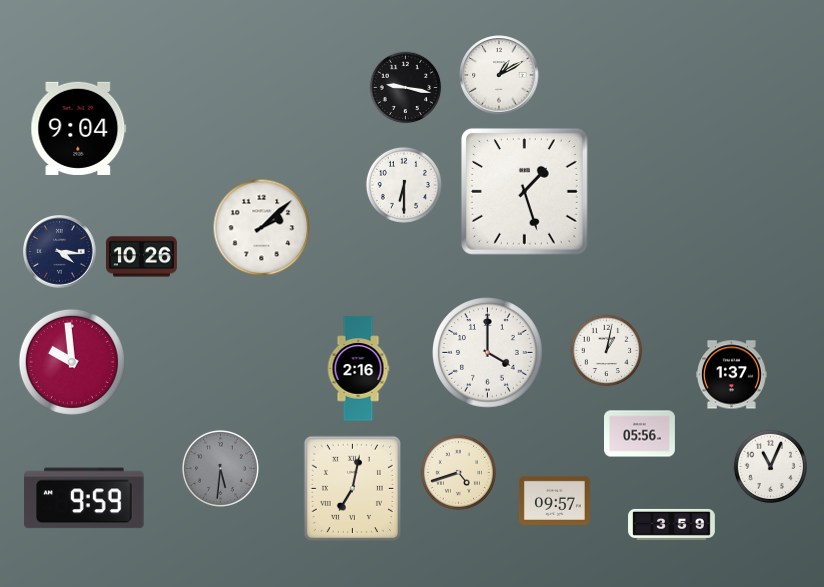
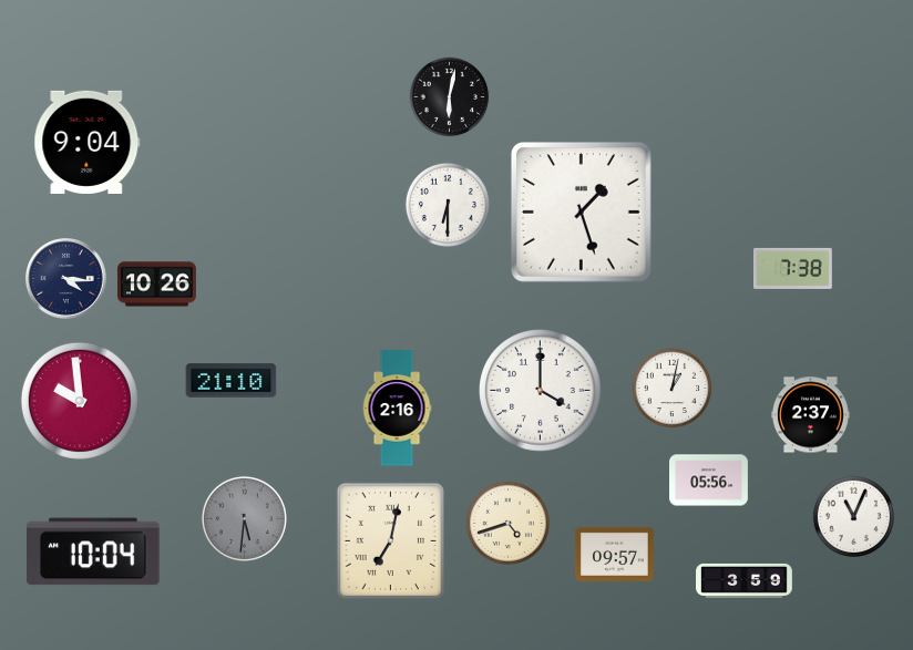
clock at (499, 75): 1:10 -> none
clock at (406, 88): 9:17 -> 6:02
clock at (262, 228): 2:08 -> none
clock at (792, 268): none -> 7:38
clock at (232, 381): none -> 21:10
clock at (731, 375): 1:37 -> 2:37
clock at (84, 498): 9:59 -> 10:04
